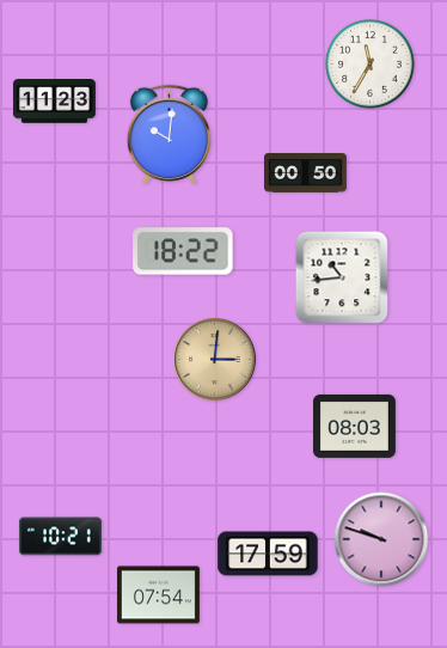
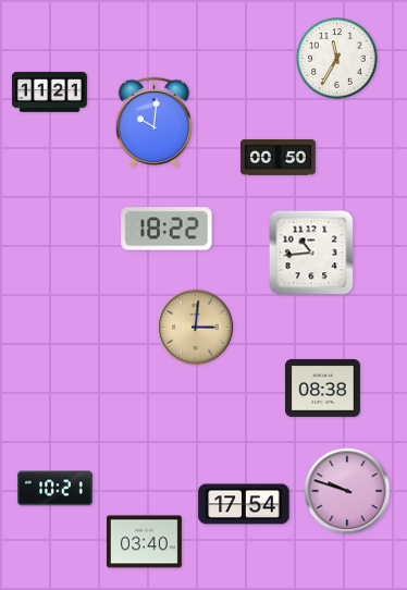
clock at (54, 102): 11:23 -> 11:21
clock at (354, 426): 08:03 -> 08:38
clock at (268, 554): 17:59 -> 17:54
clock at (158, 595): 07:54 -> 03:40
